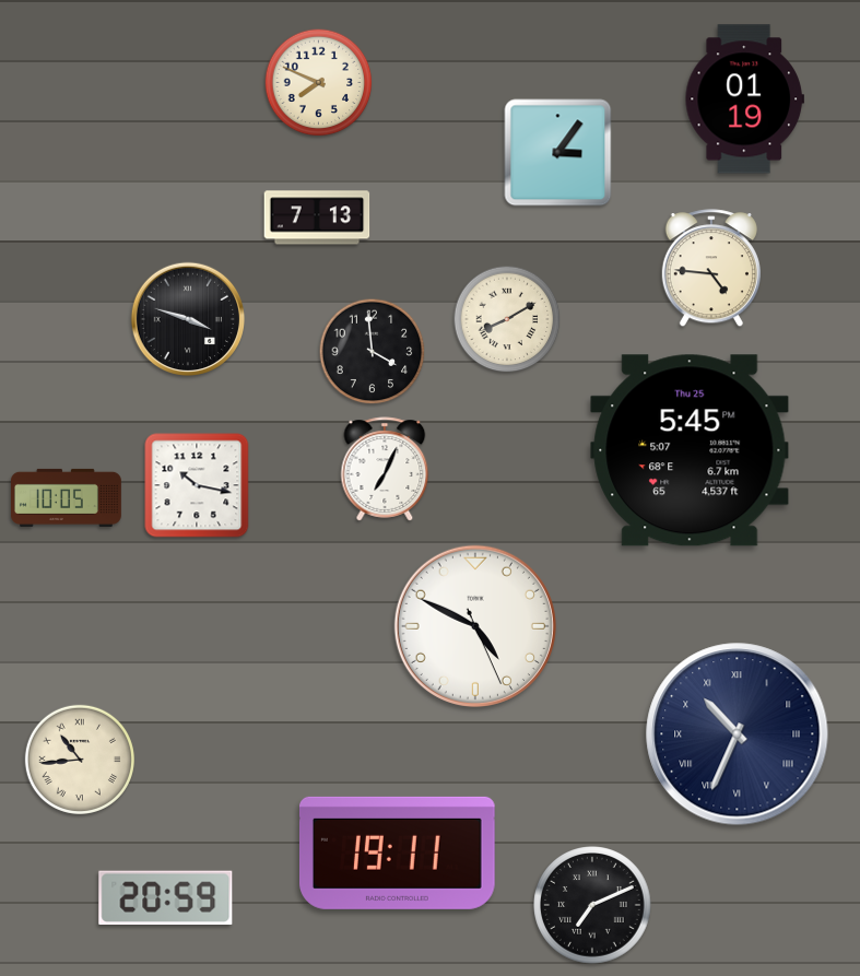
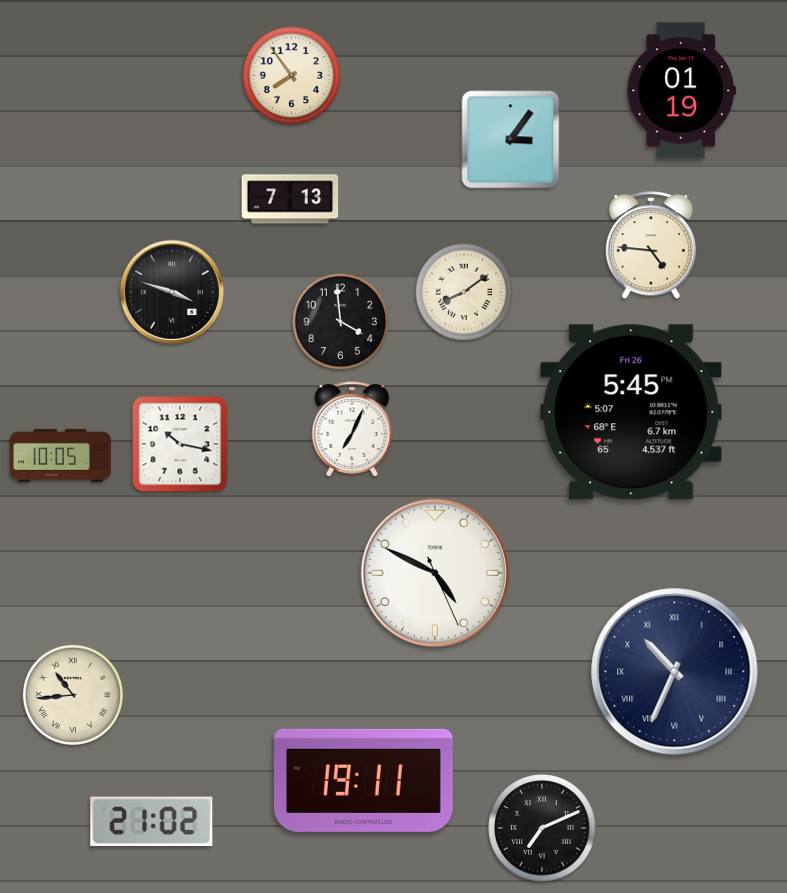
clock at (319, 83): 7:49 -> 7:54
clock at (507, 319): 8:10 -> 8:09
clock at (690, 450) date: Thu 25 -> Fri 26
clock at (166, 897): 20:59 -> 21:02
